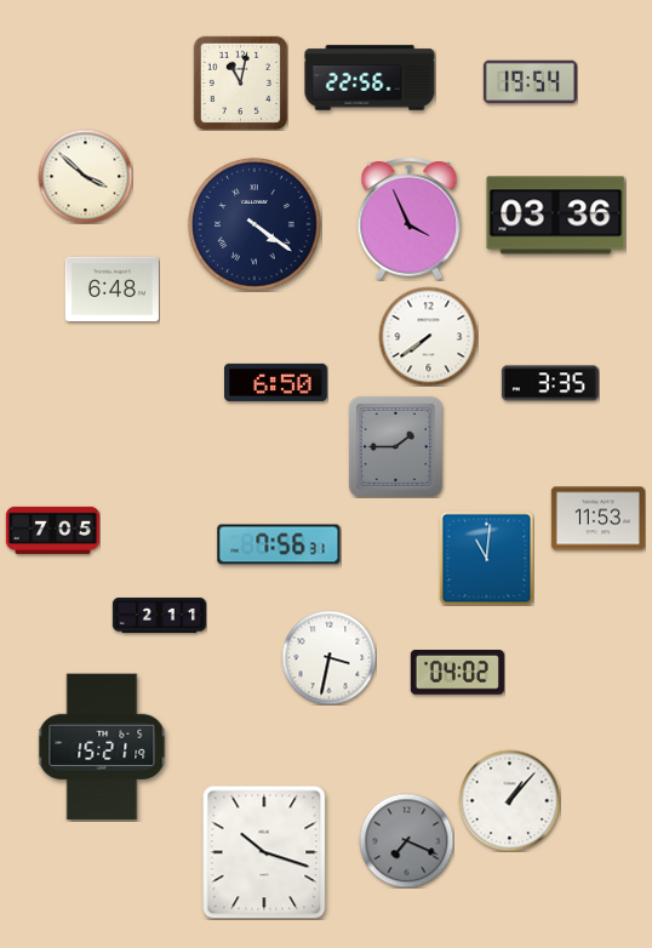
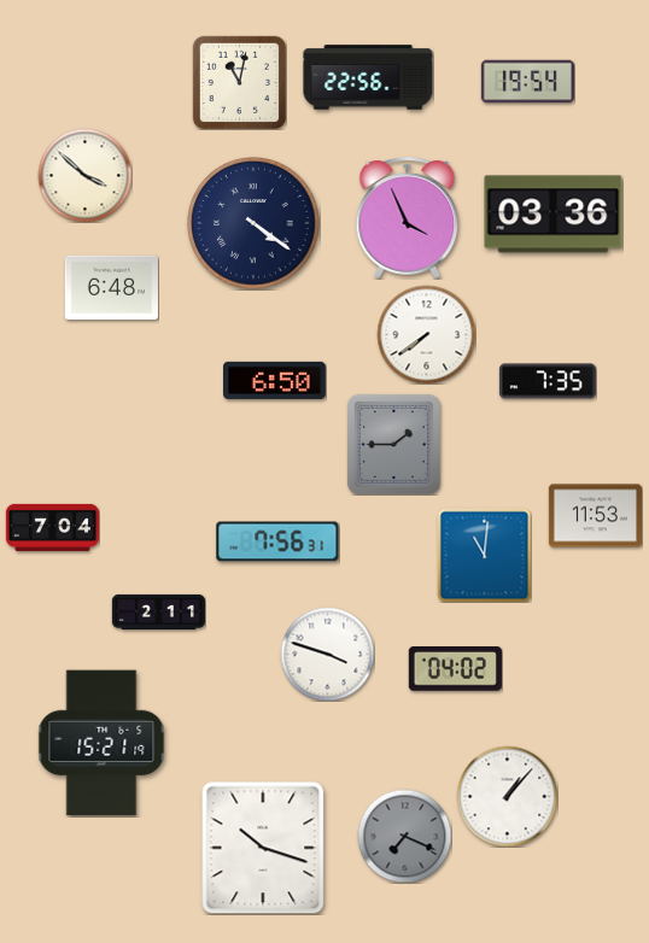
clock at (550, 383): 3:35 -> 7:35
clock at (52, 530): 7:05 -> 7:04
clock at (328, 657): 3:32 -> 3:48
